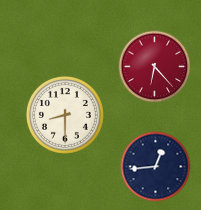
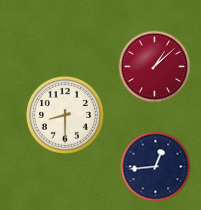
clock at (155, 67): 6:23 -> 1:08
